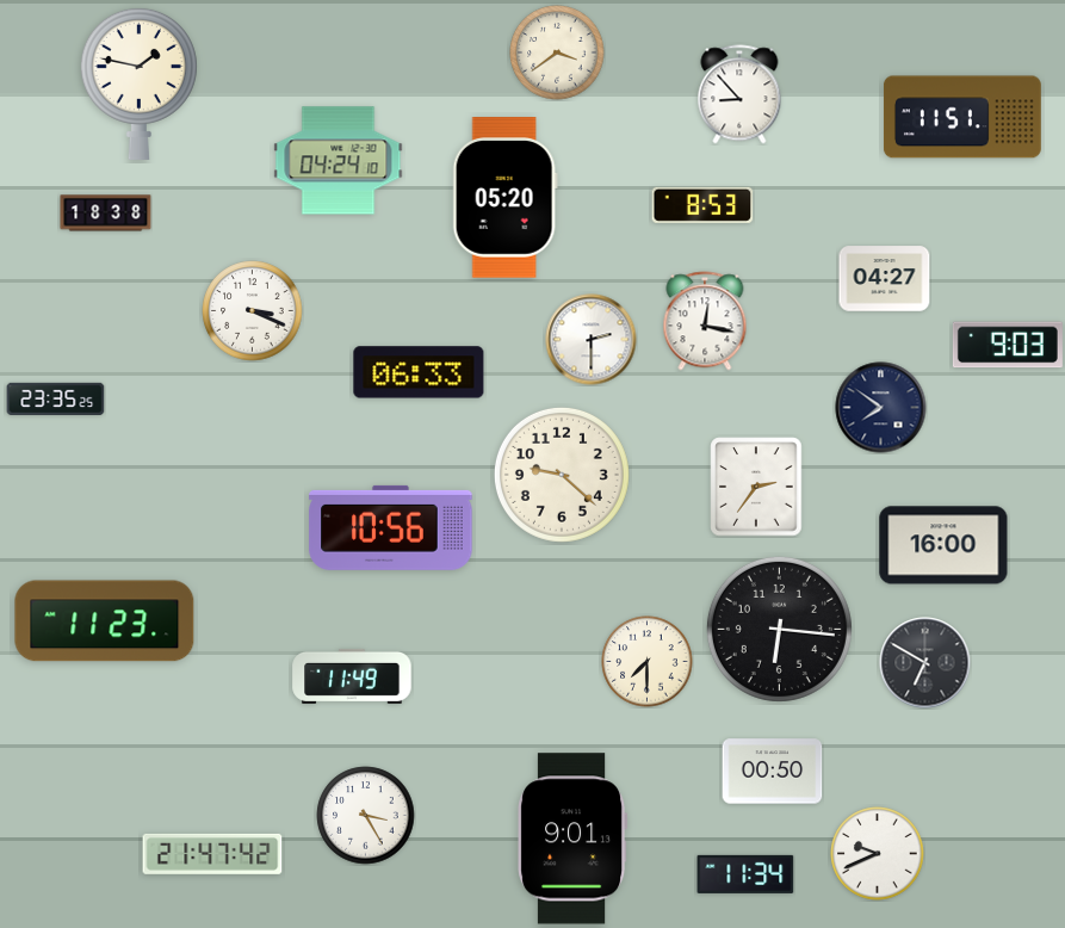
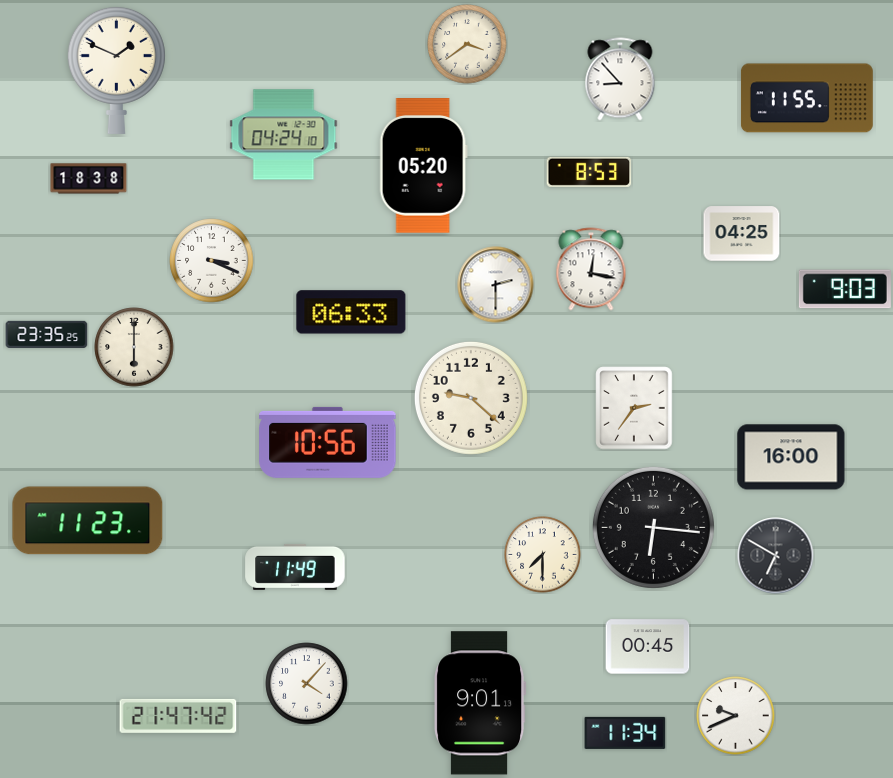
clock at (138, 83): 1:47 -> 1:49
clock at (962, 117): 11:51 -> 11:55
clock at (885, 279): 04:27 -> 04:25
clock at (881, 408): 7:51 -> none
clock at (134, 347): none -> 6:00
clock at (773, 772): 00:50 -> 00:45
clock at (366, 816): 3:25 -> 4:07
